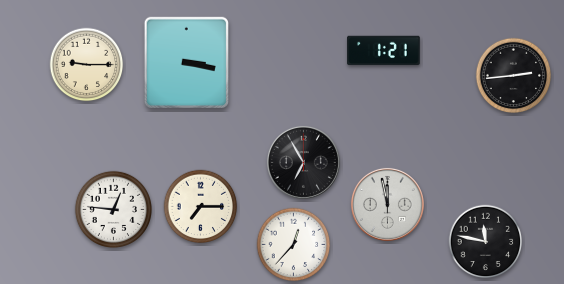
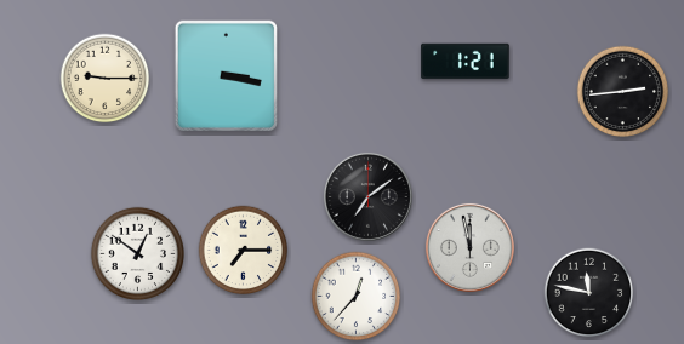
clock at (303, 162): 6:55 -> 7:09
clock at (113, 209): 12:46 -> 12:51
